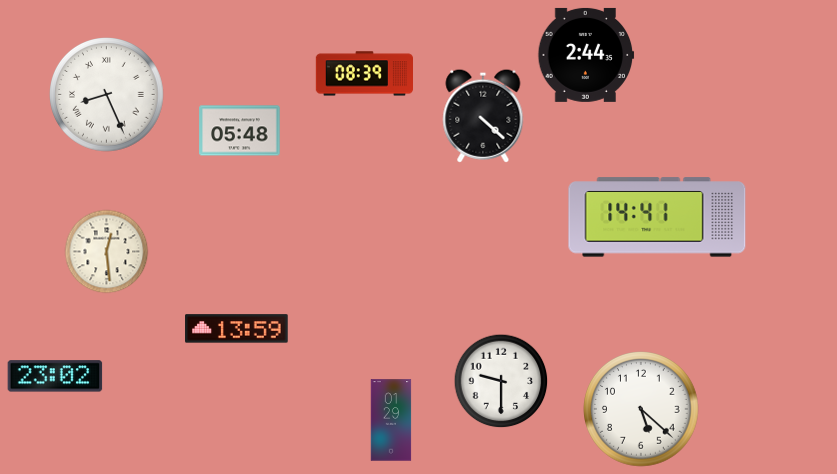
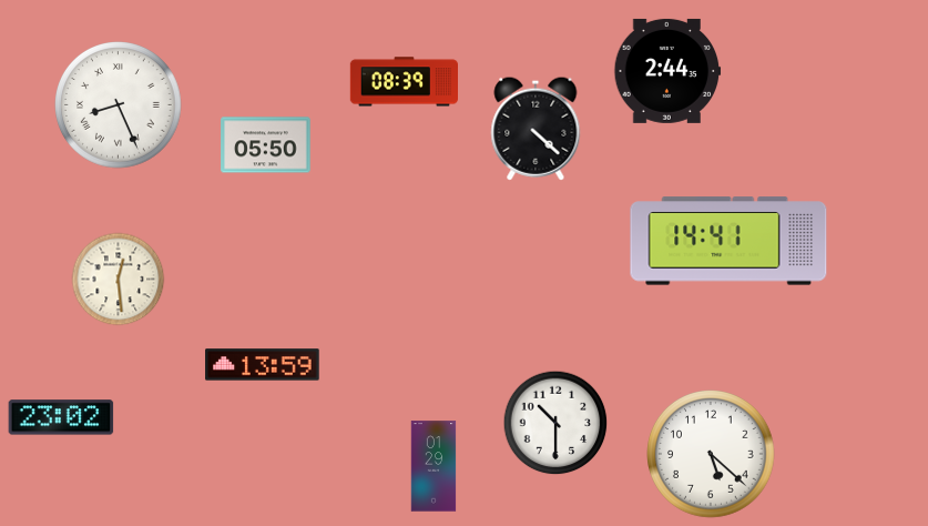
clock at (586, 55) position: (586, 55) -> (667, 71)
clock at (240, 131): 05:48 -> 05:50
clock at (501, 381): 9:30 -> 10:30
